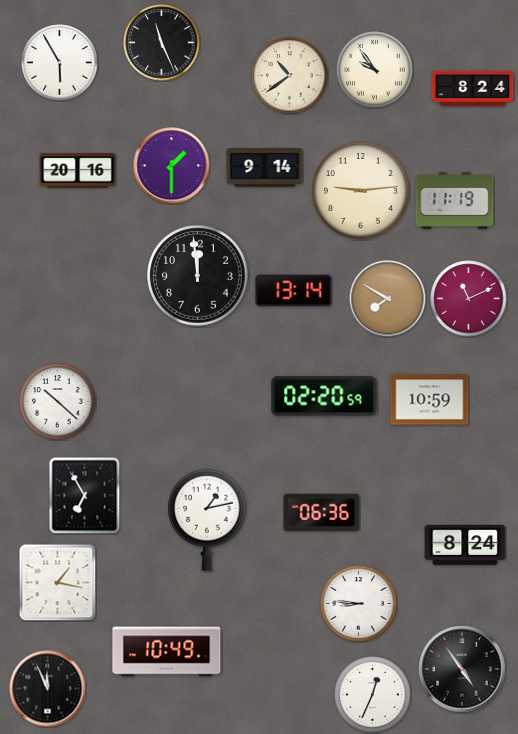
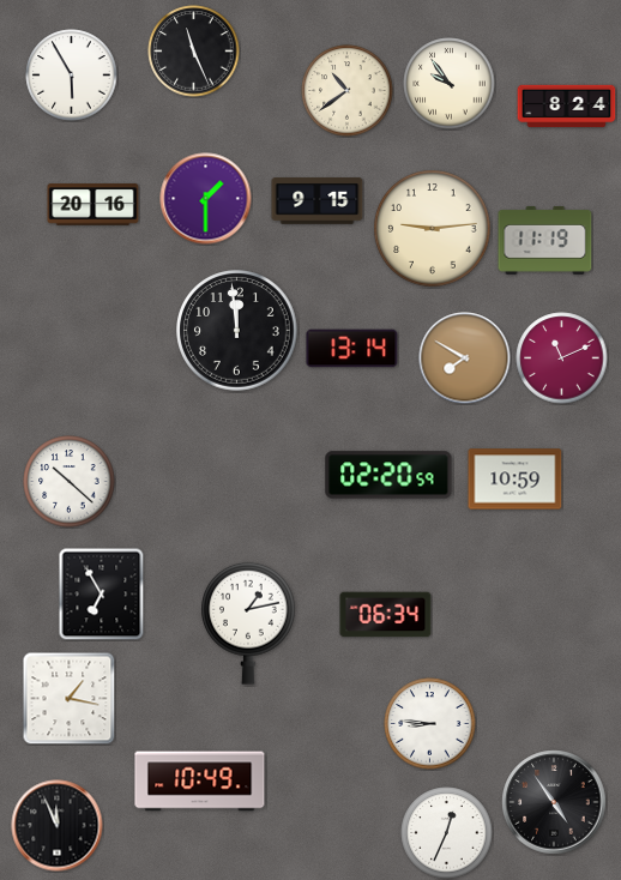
clock at (265, 168): 9:14 -> 9:15
clock at (322, 513): 06:36 -> 06:34
clock at (465, 545): 8:24 -> none
